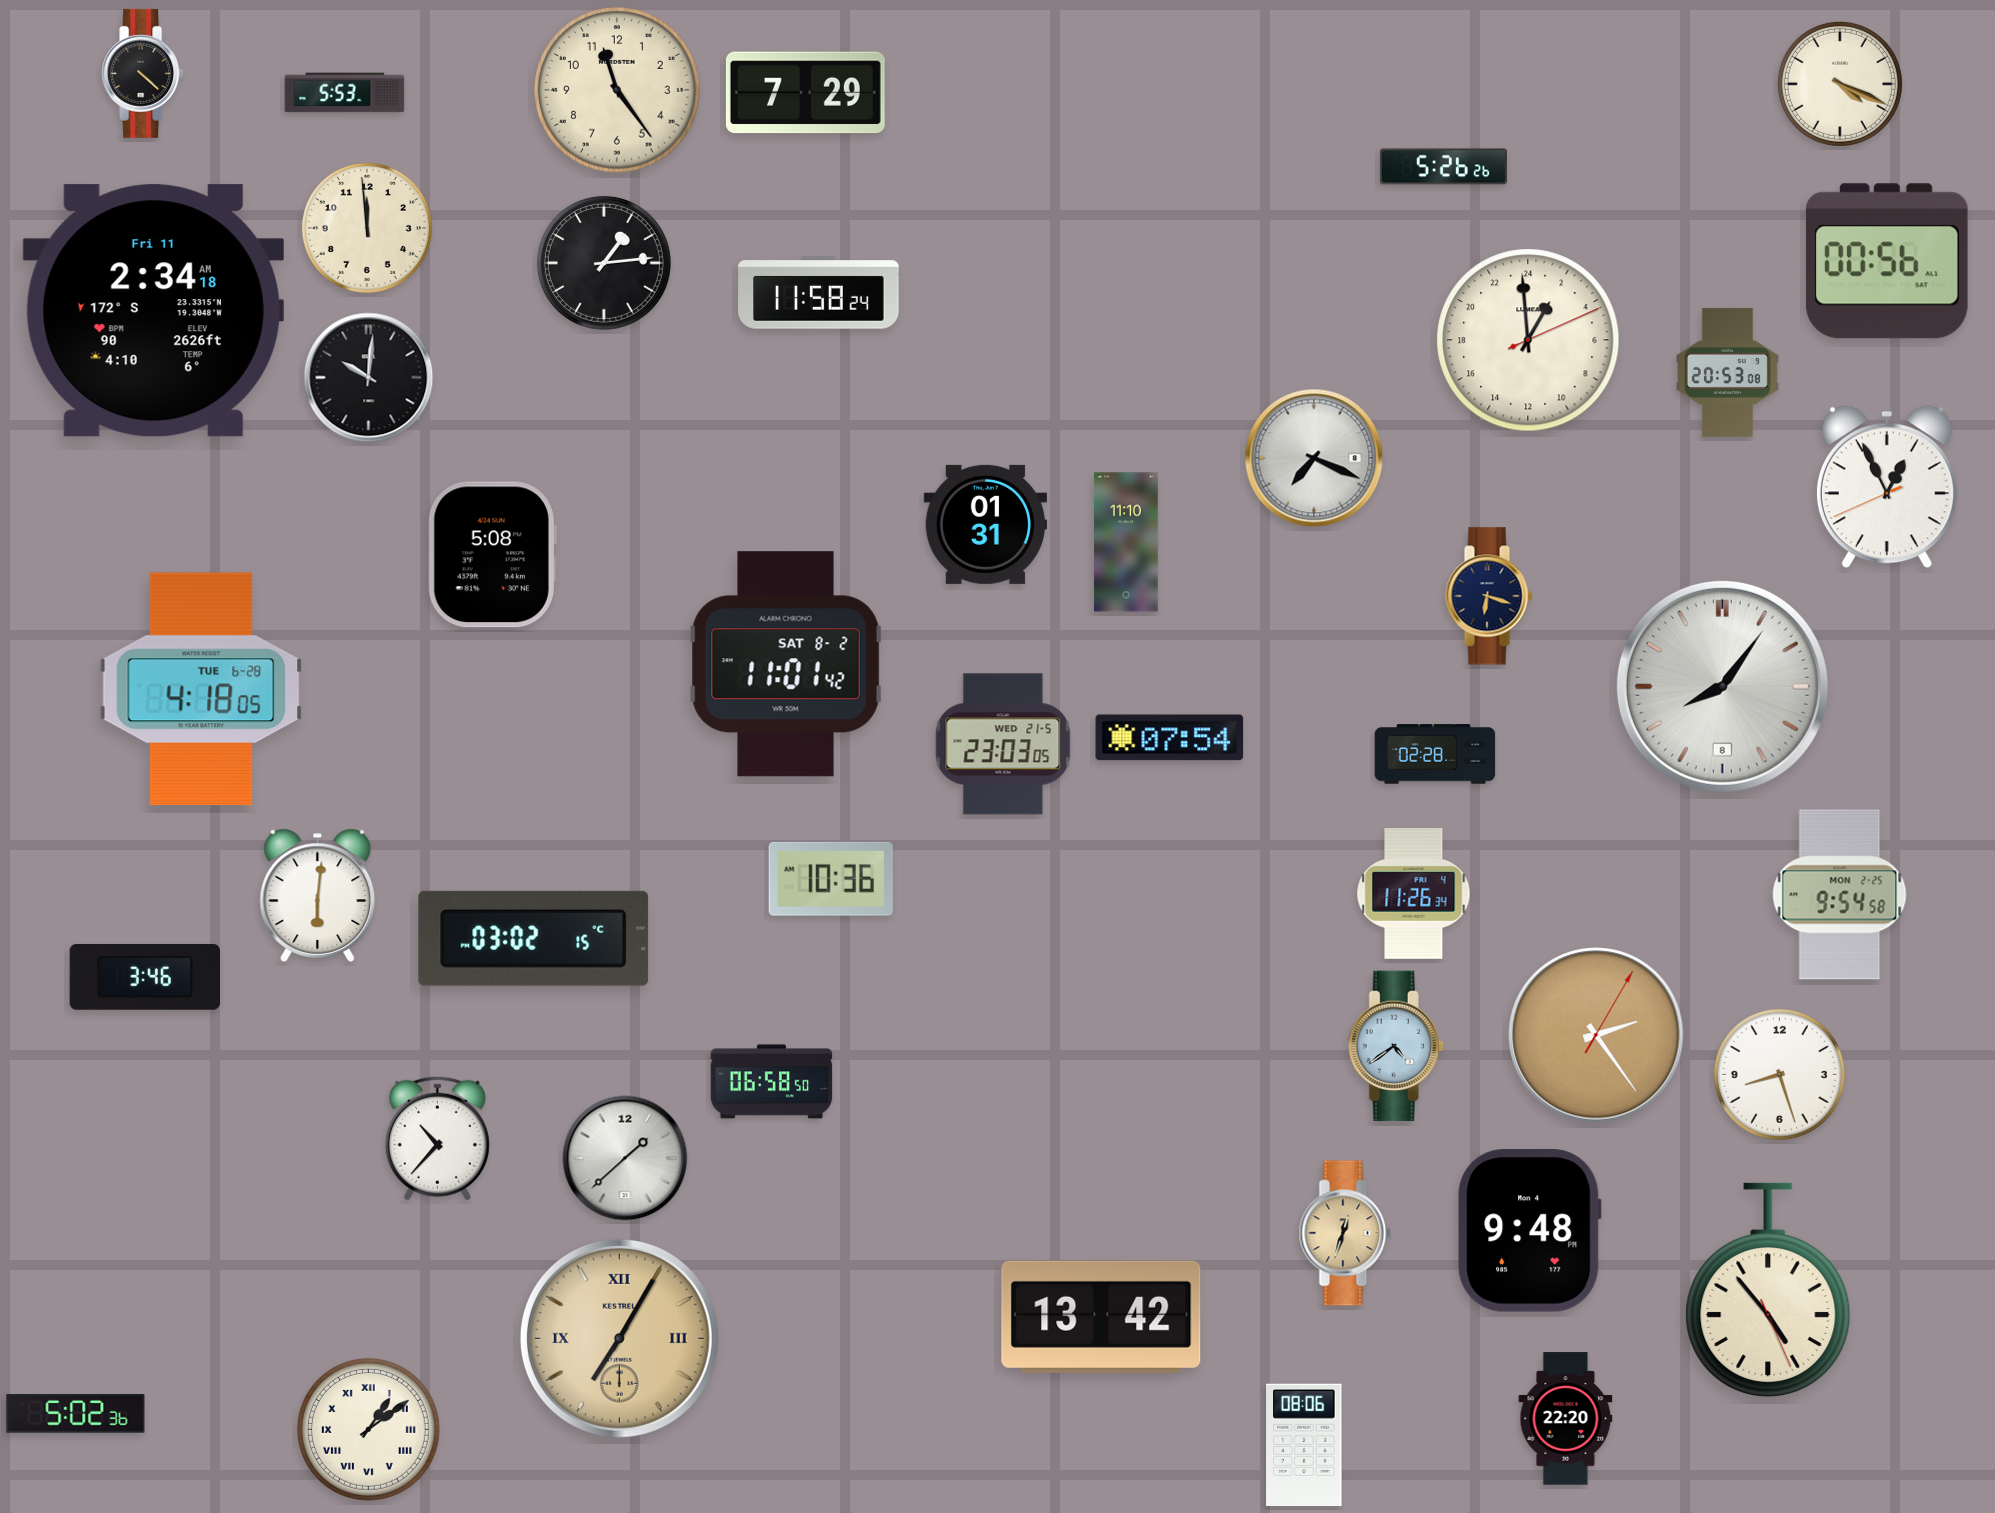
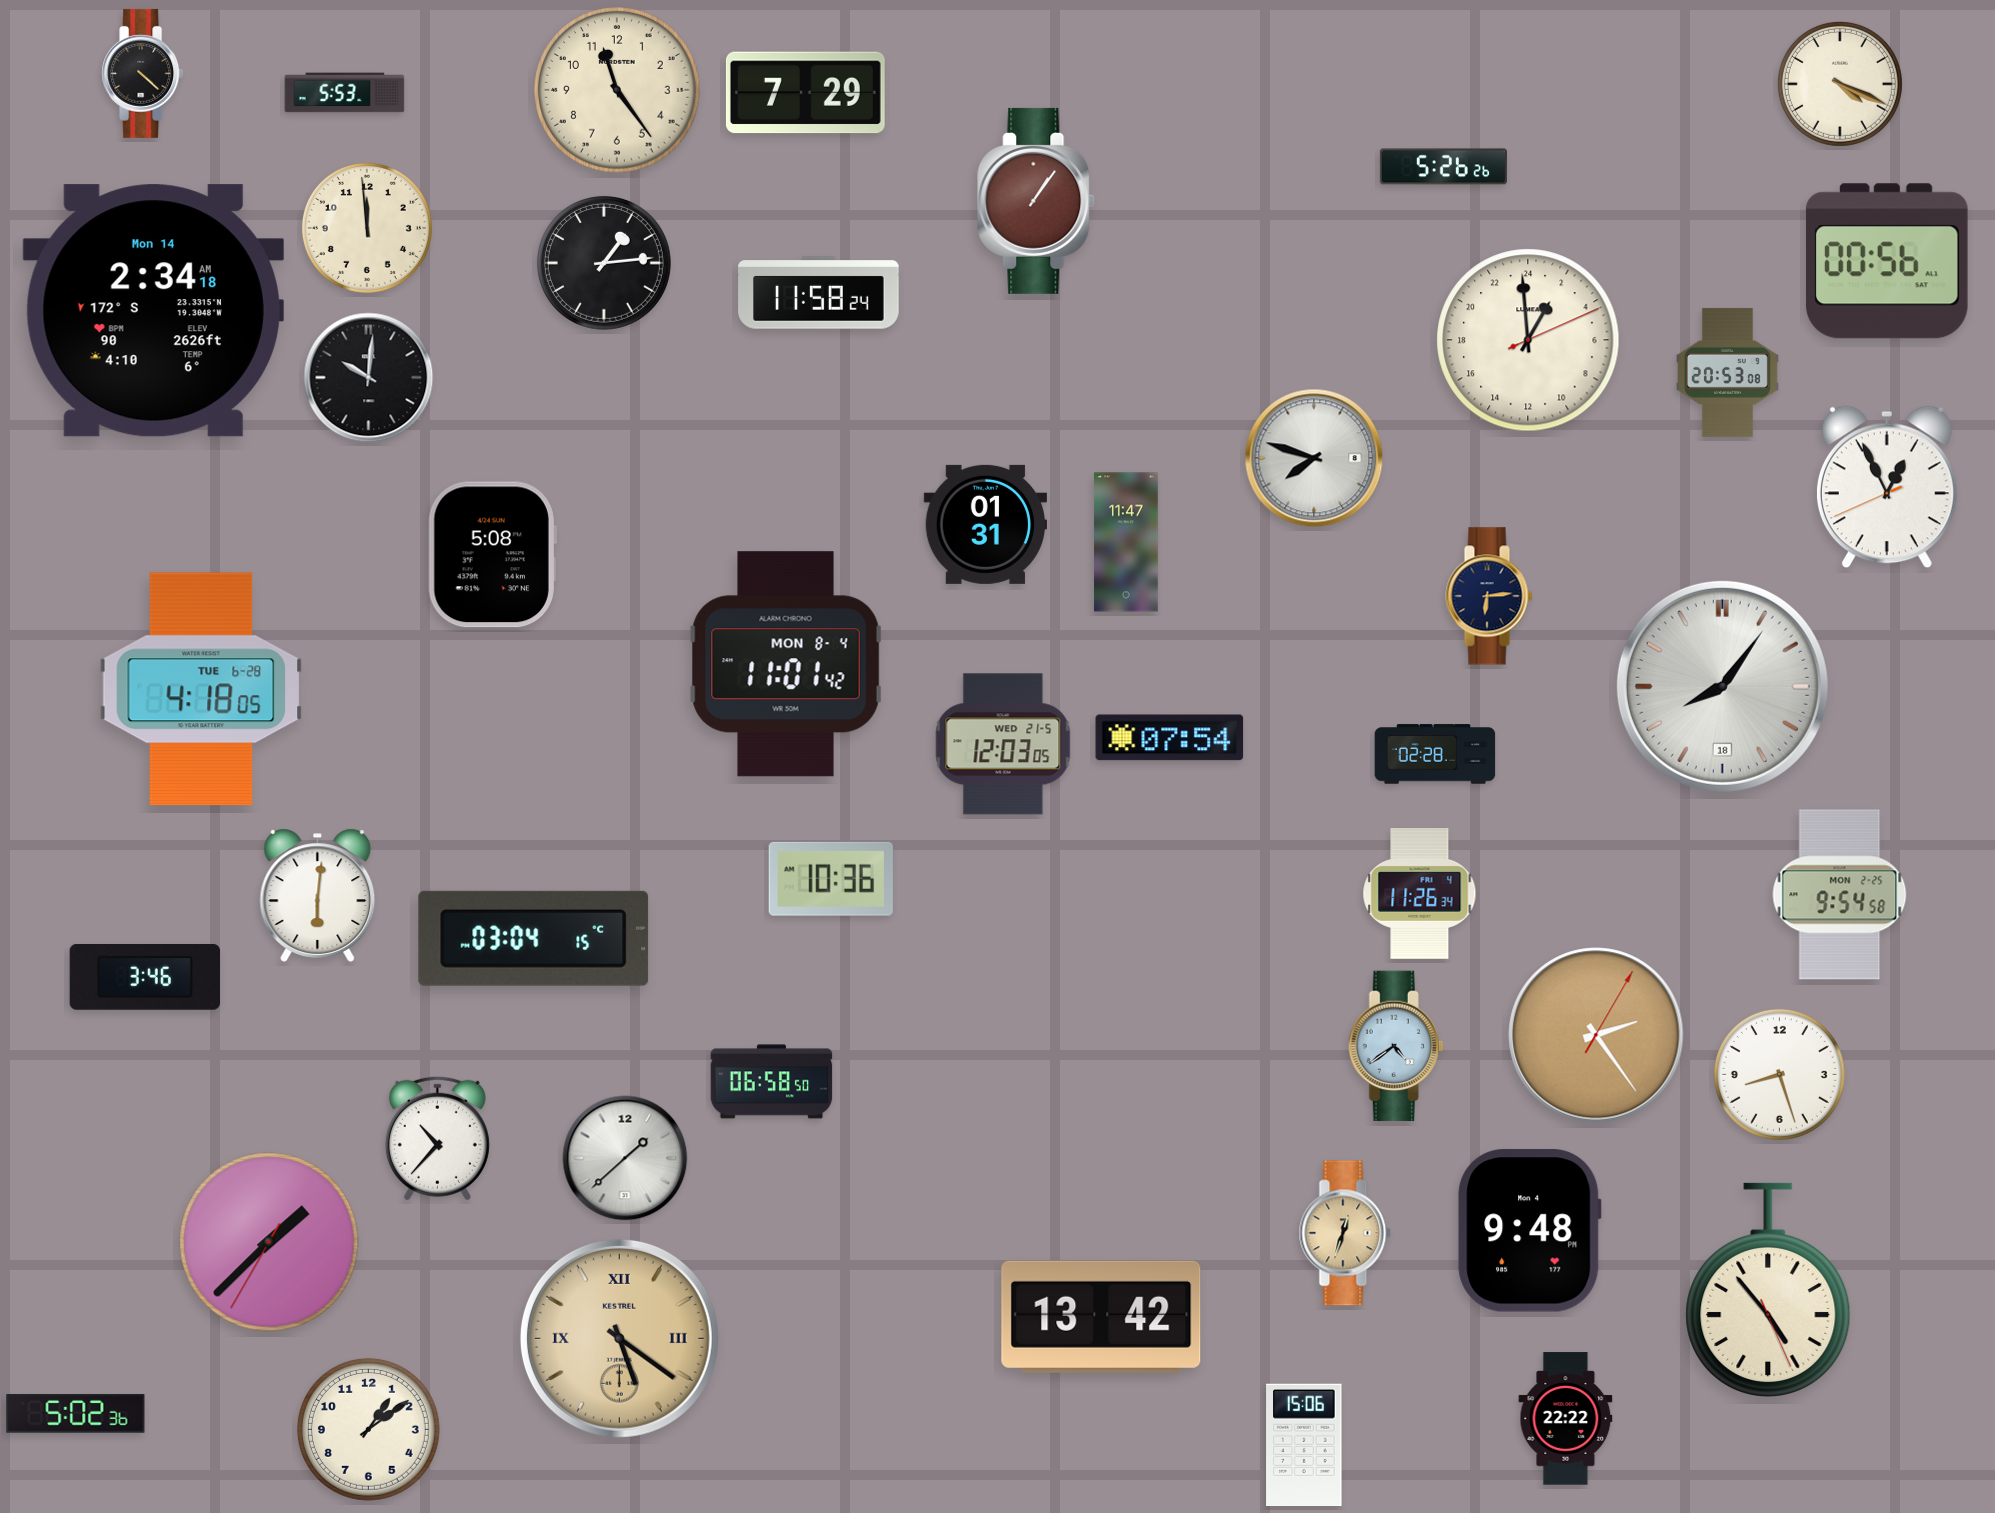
clock at (1037, 201): none -> 1:06
clock at (153, 311) date: Fri 11 -> Mon 14
clock at (1314, 458): 7:19 -> 7:48
clock at (1126, 542): 11:10 -> 11:47
clock at (1489, 596): 6:18 -> 6:14
clock at (786, 664) date: SAT 8-2 -> MON 8-4
clock at (1722, 686) date: 8 -> 18
clock at (1003, 744): 23:03 -> 12:03
clock at (1414, 894) position: (1414, 894) -> (1420, 894)
clock at (534, 938): 03:02 -> 03:04
clock at (269, 1242): none -> 1:37
clock at (619, 1338): 7:05 -> 5:21
clock at (1566, 1419): 22:20 -> 22:22
clock at (368, 1429) numerals: Roman -> Arabic
clock at (1304, 1444): 08:06 -> 15:06
